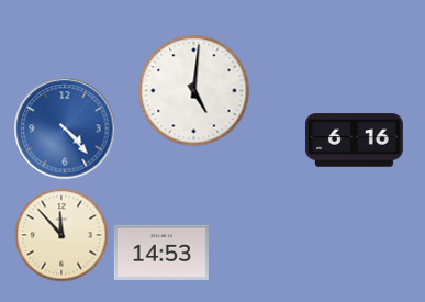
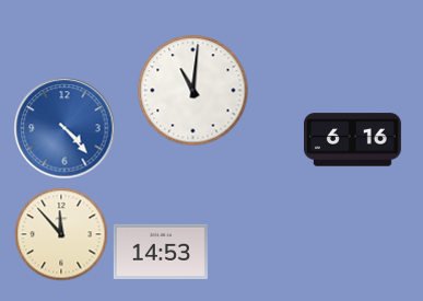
clock at (194, 91): 5:01 -> 11:01
